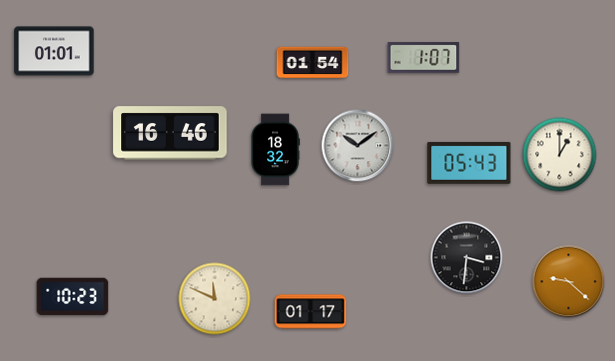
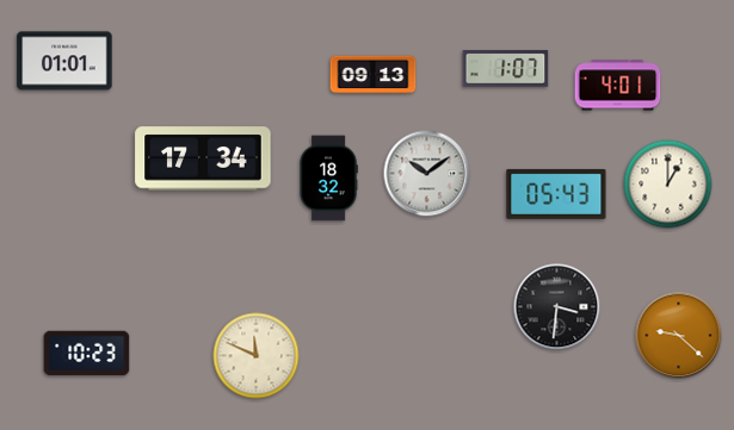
clock at (313, 63): 01:54 -> 09:13
clock at (618, 86): none -> 4:01
clock at (170, 133): 16:46 -> 17:34
clock at (469, 163) position: (469, 163) -> (556, 194)
clock at (311, 312): 01:17 -> none
